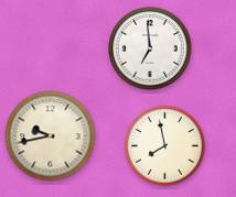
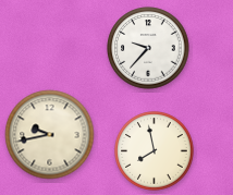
clock at (150, 48): 6:59 -> 9:37
clock at (165, 146) position: (165, 146) -> (155, 151)
